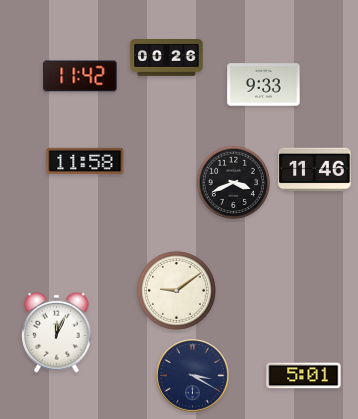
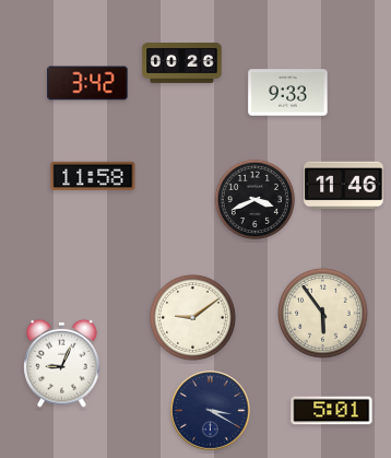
clock at (80, 76): 11:42 -> 3:42
clock at (323, 314): none -> 5:54
clock at (57, 332): 12:04 -> 9:04
